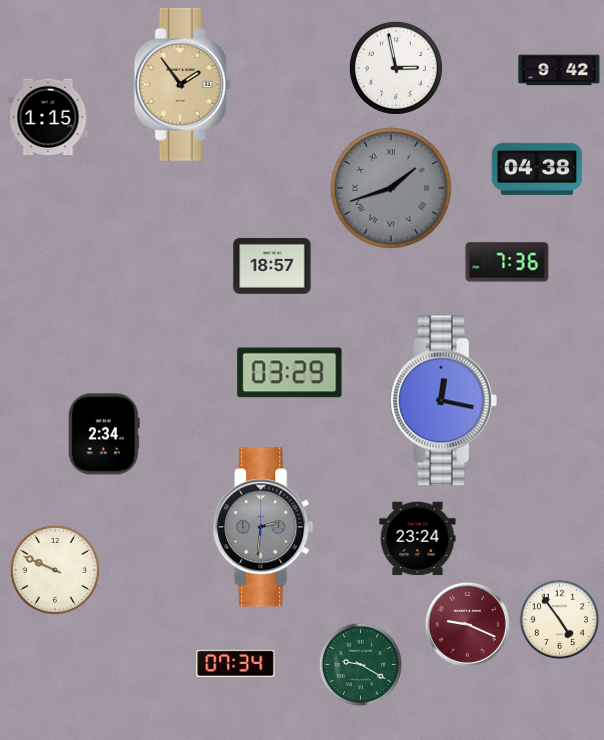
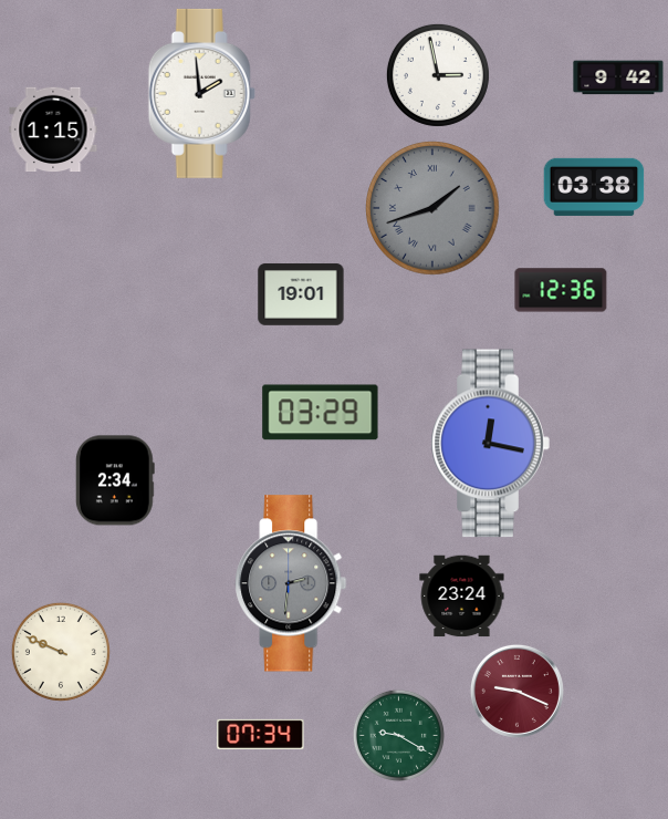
clock at (182, 84): 1:54 -> 1:59
clock at (182, 84) dial: champagne -> white
clock at (537, 169): 04:38 -> 03:38
clock at (507, 262): 7:36 -> 12:36
clock at (272, 266): 18:57 -> 19:01
clock at (55, 570) position: (55, 570) -> (61, 652)
clock at (559, 619): 4:54 -> none
